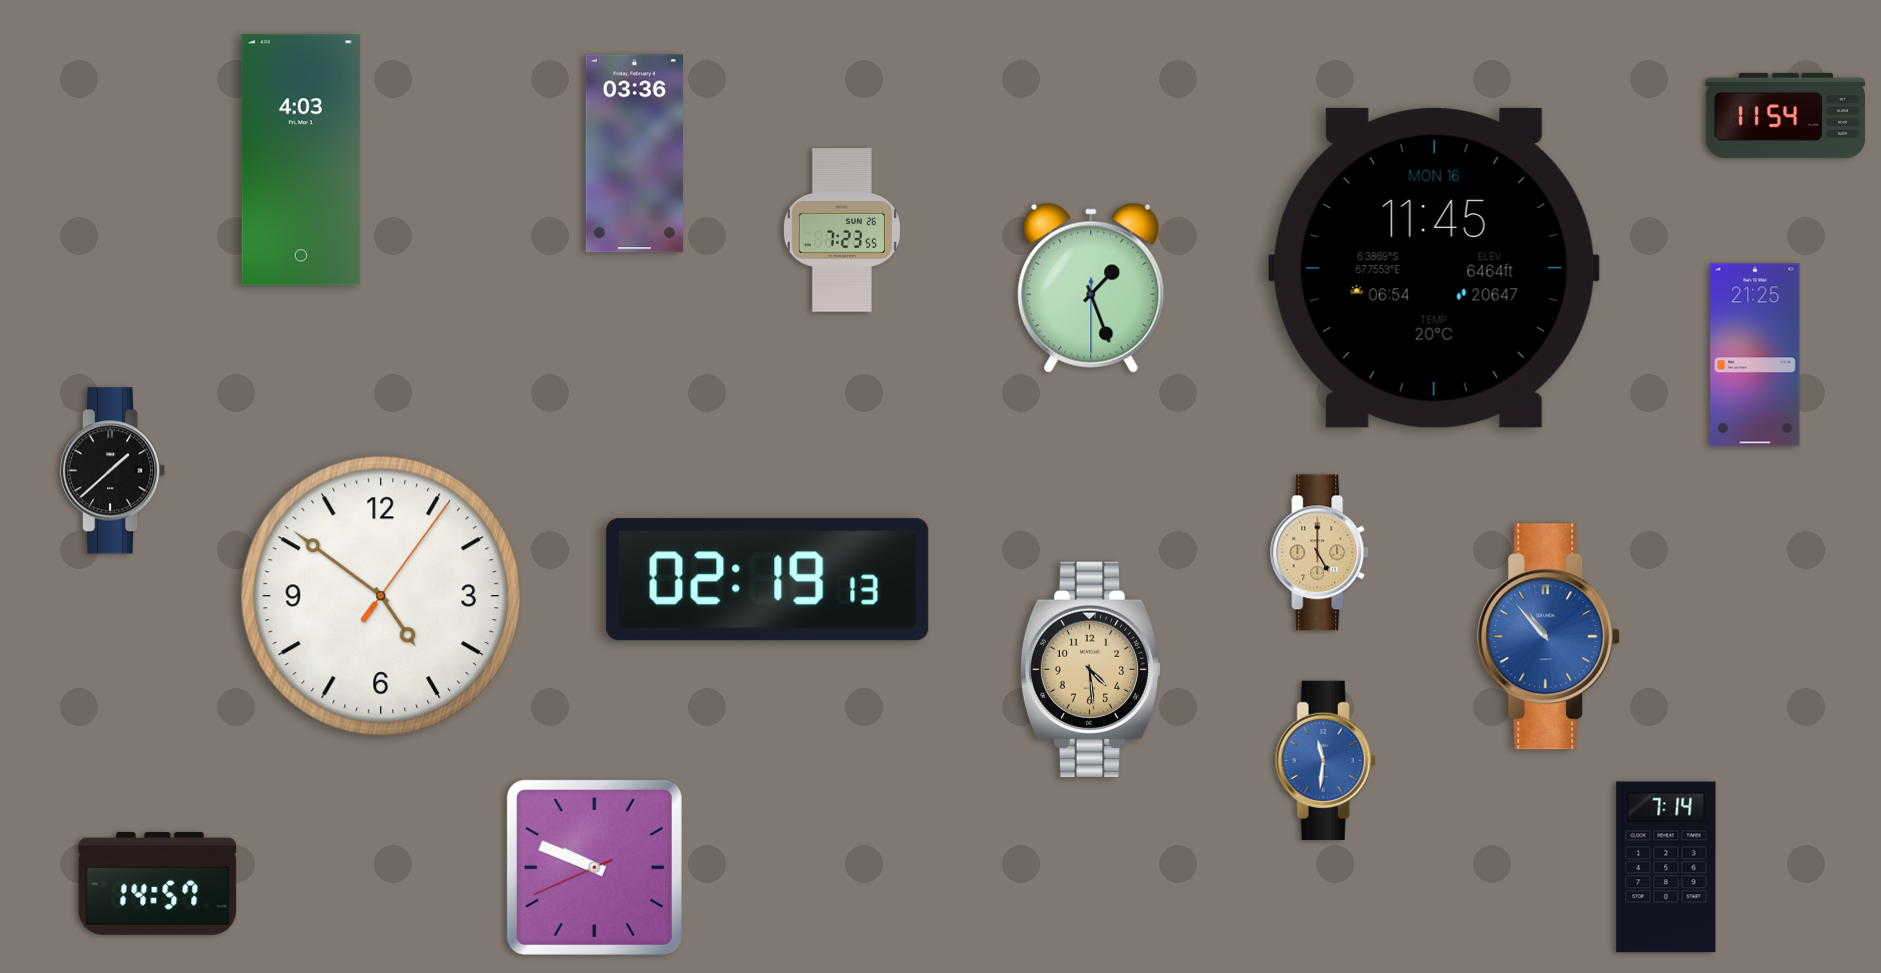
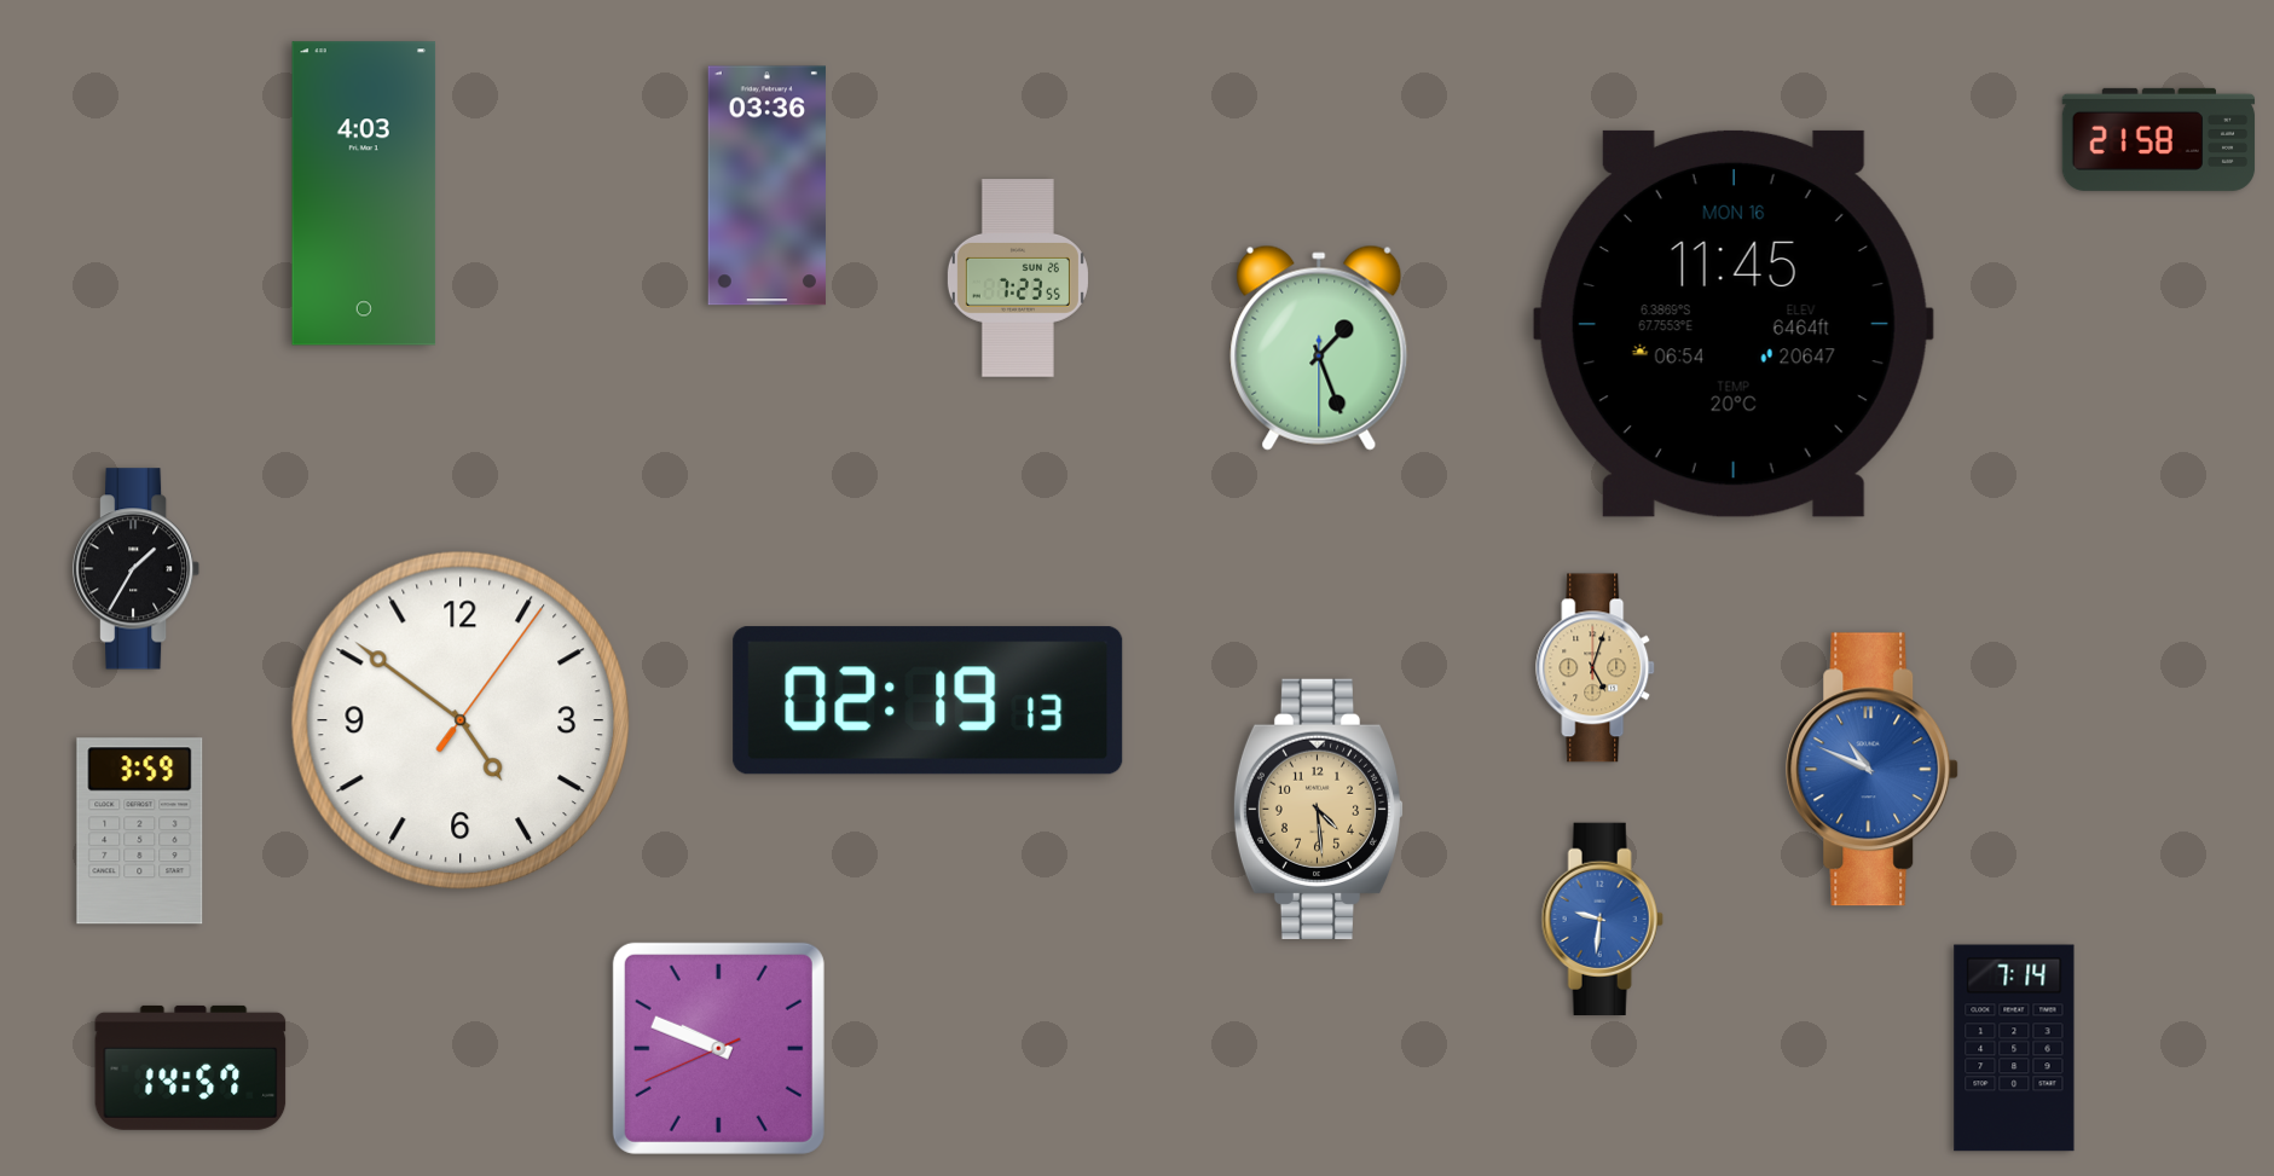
clock at (1786, 115): 11:54 -> 21:58
clock at (1755, 355): 21:25 -> none
clock at (113, 471): 1:38 -> 1:35
clock at (1320, 553): 5:00 -> 5:03
clock at (1549, 637): 10:53 -> 10:49
clock at (140, 832): none -> 3:59
clock at (1325, 760): 11:31 -> 9:31
